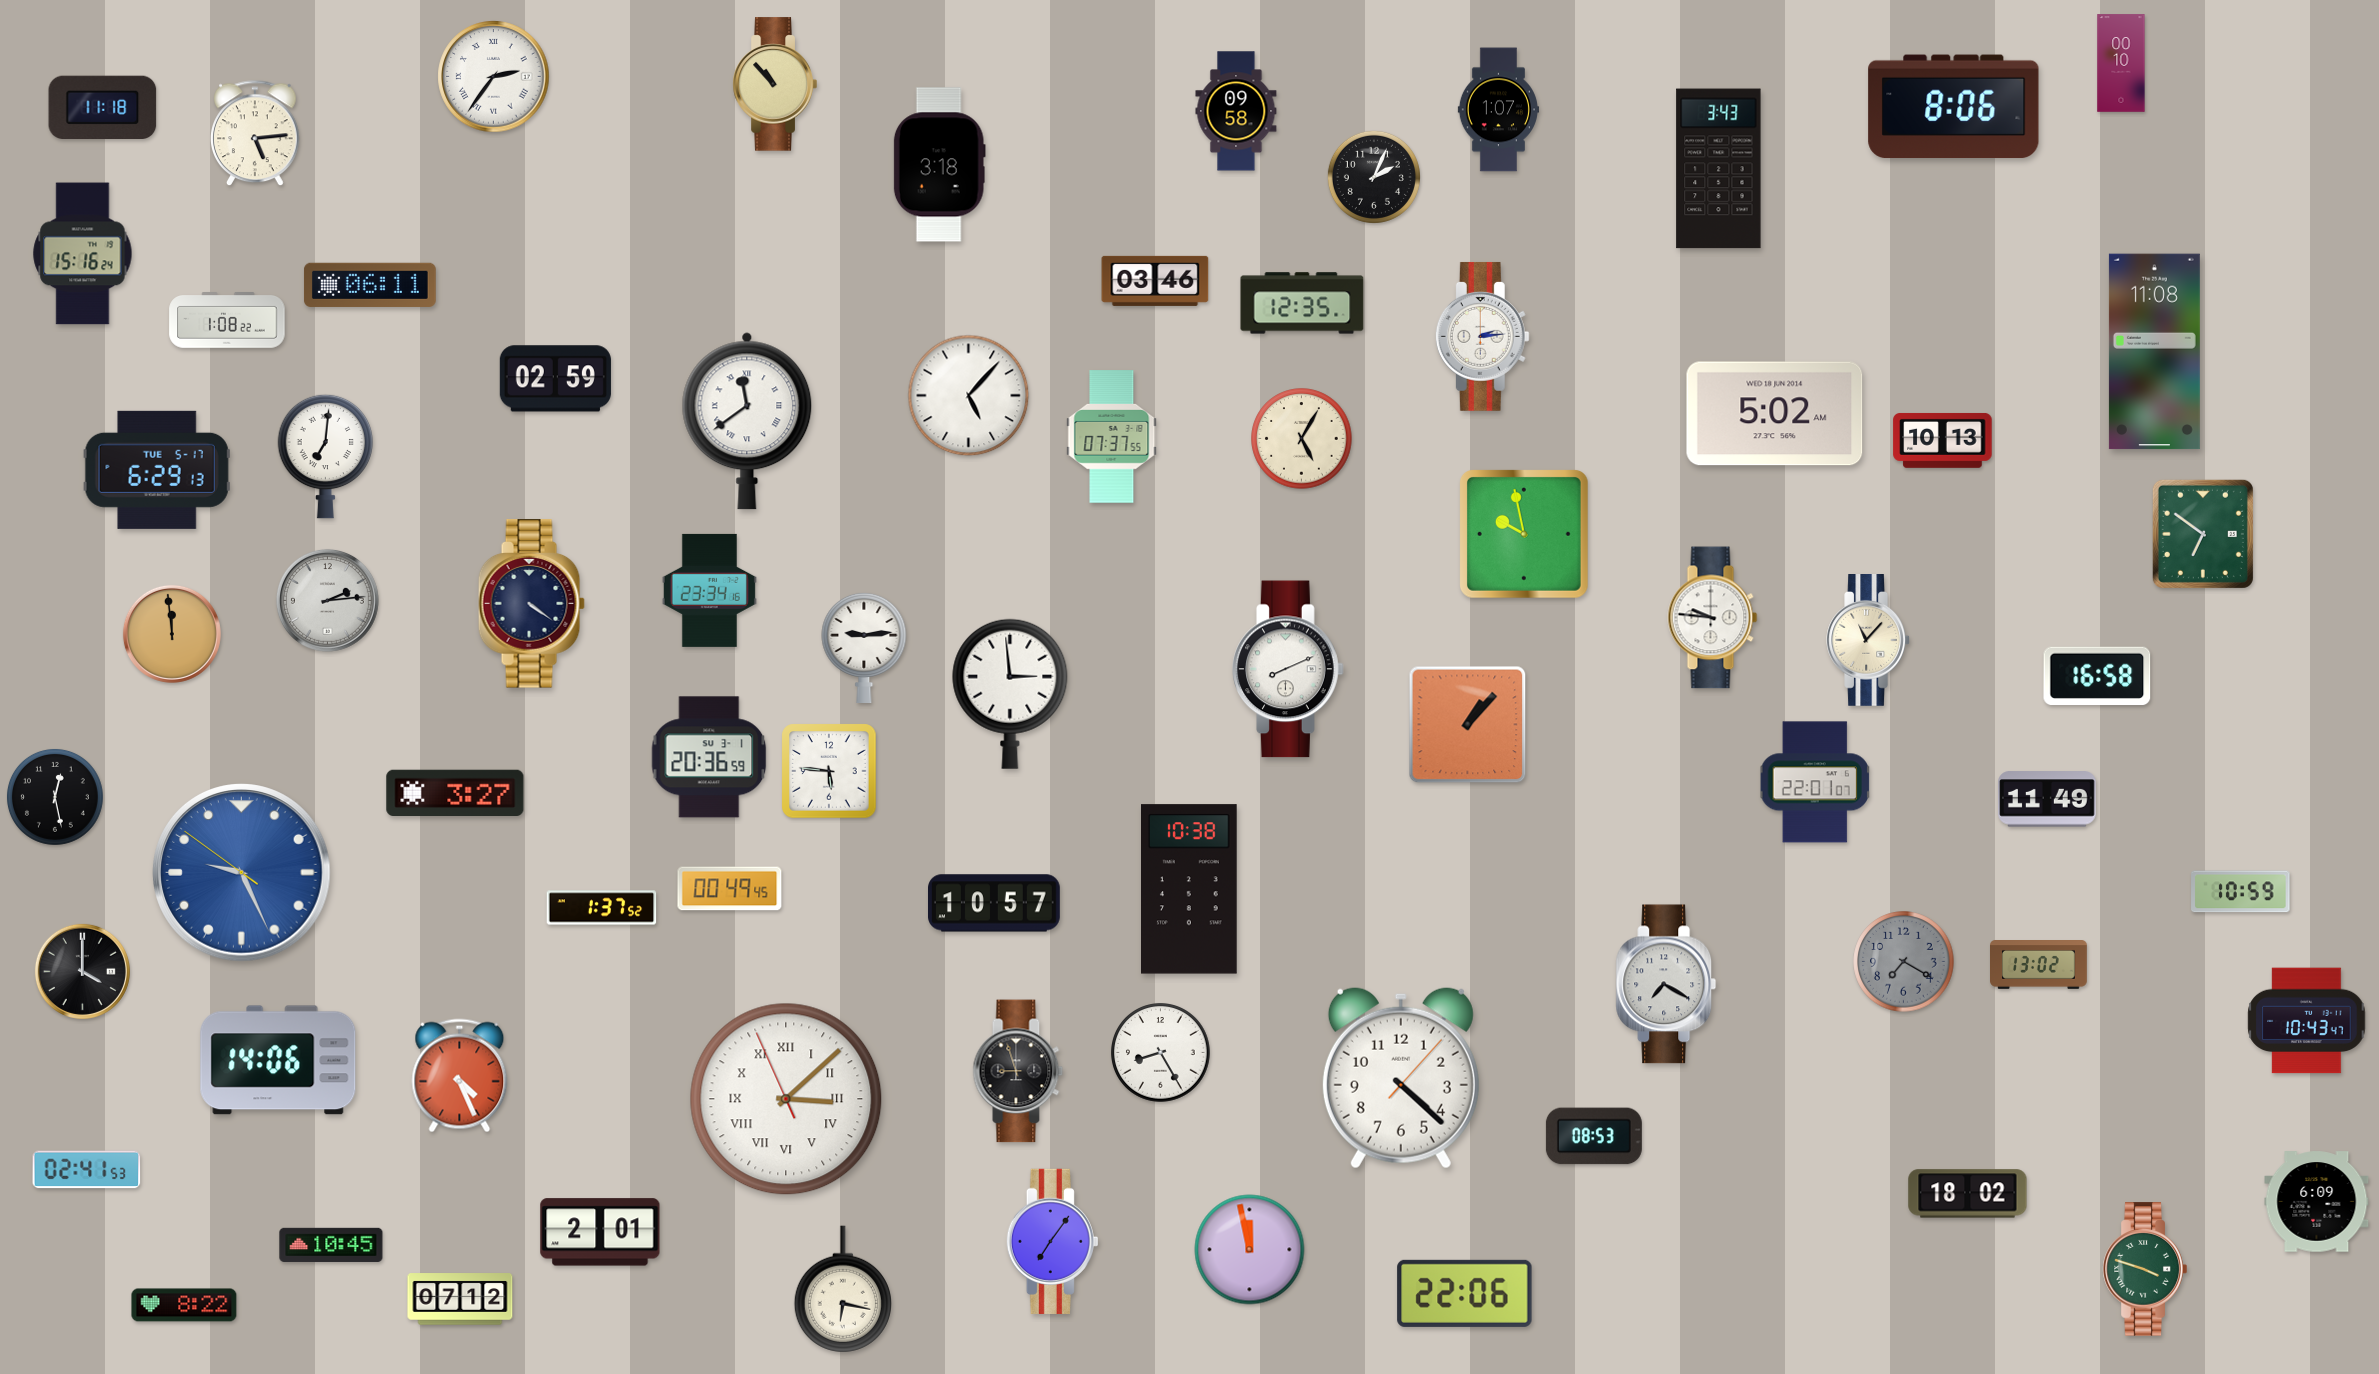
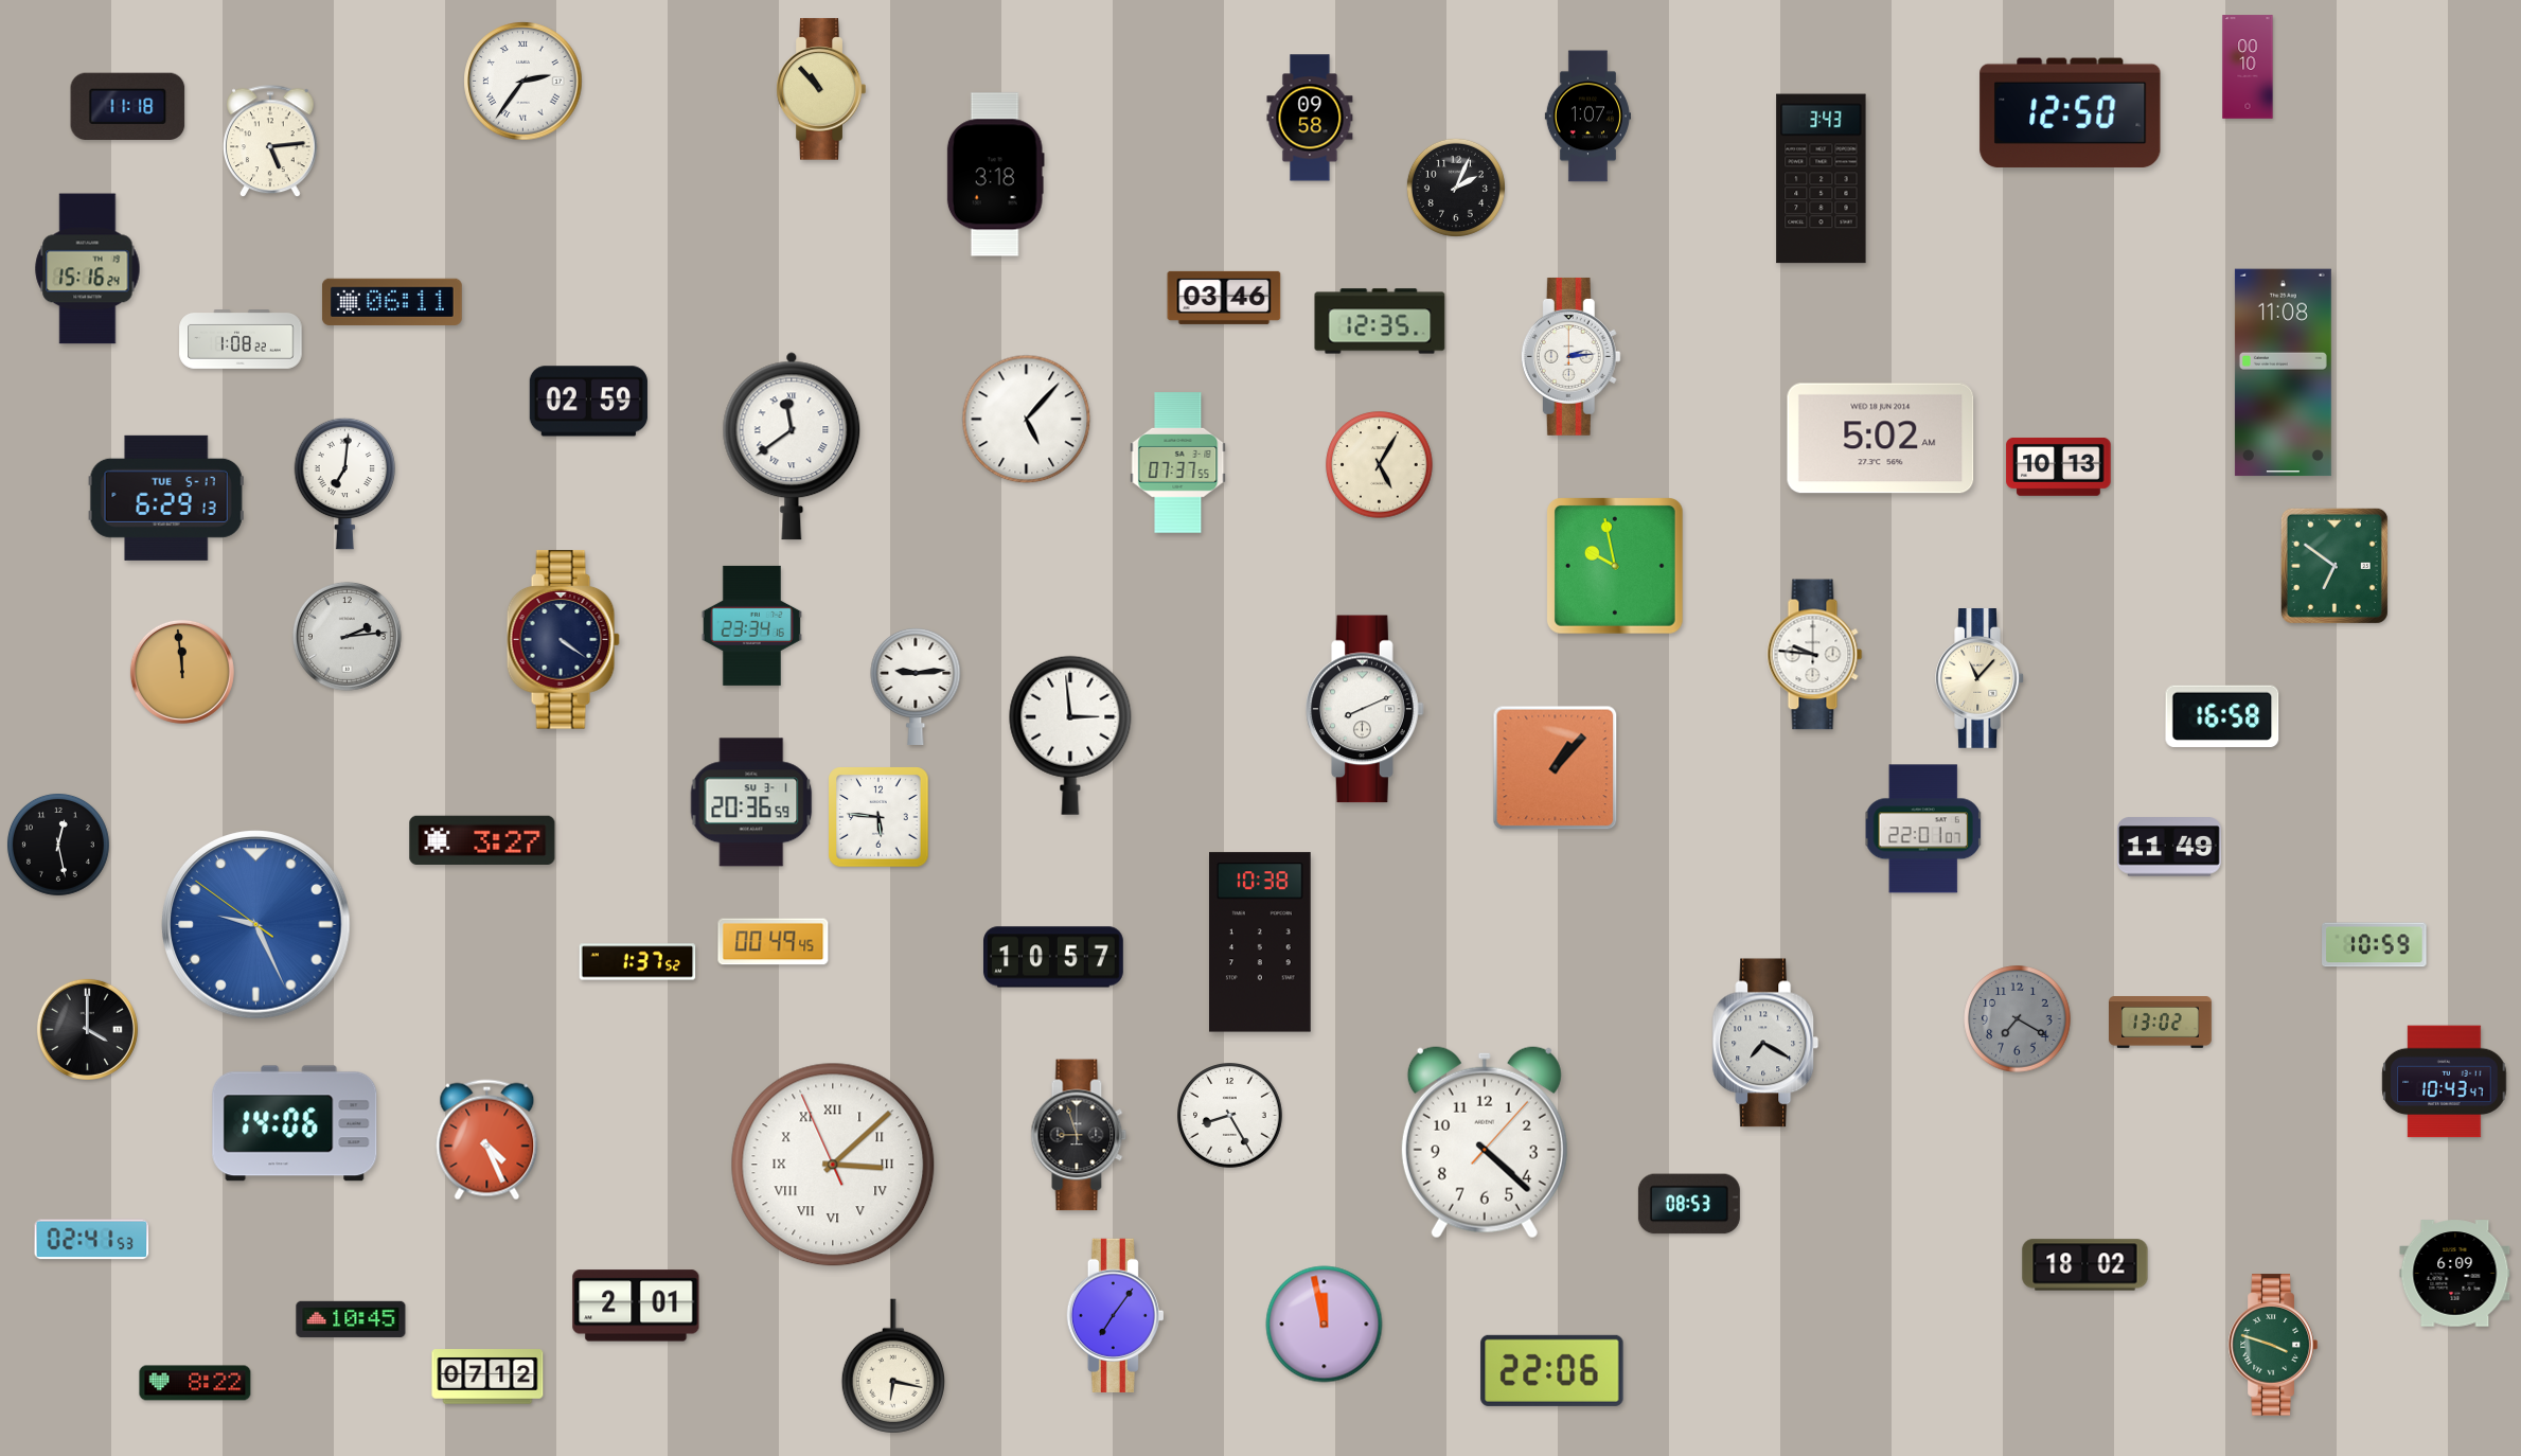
clock at (1954, 107): 8:06 -> 12:50
clock at (103, 108) position: (103, 108) -> (128, 107)
